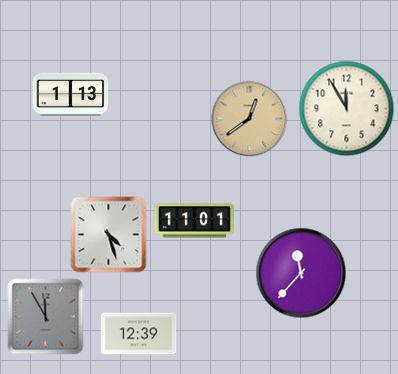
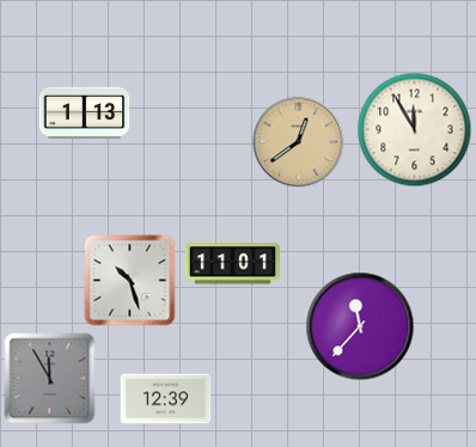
clock at (109, 235): 4:27 -> 10:27
clock at (46, 317) position: (46, 317) -> (50, 379)
